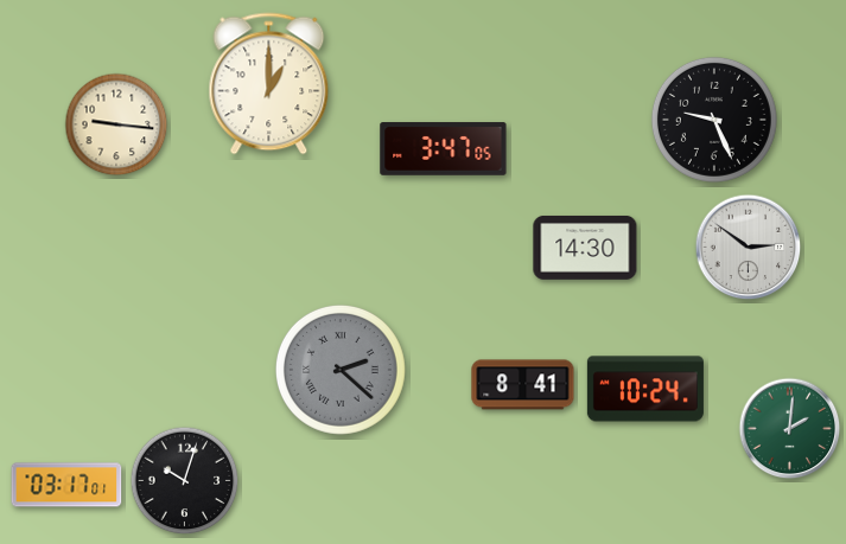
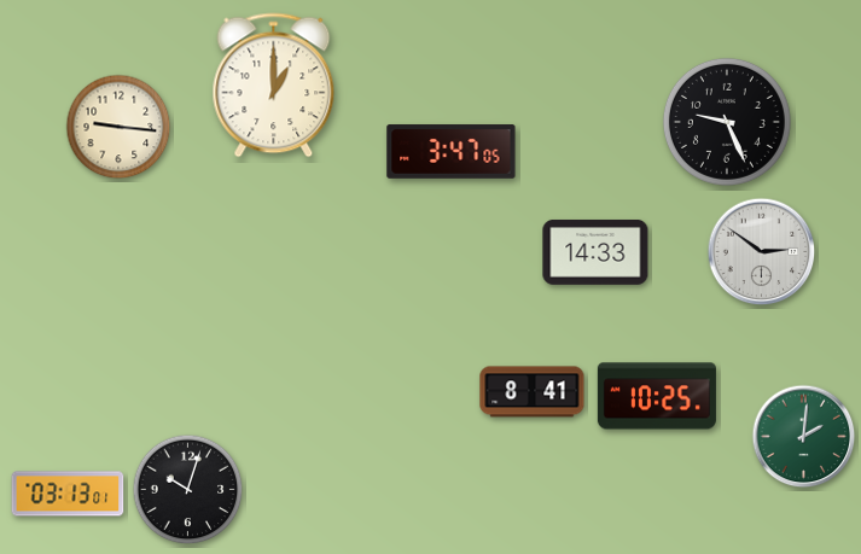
clock at (585, 248): 14:30 -> 14:33
clock at (341, 370): 2:22 -> none
clock at (645, 389): 10:24 -> 10:25
clock at (66, 485): 03:17 -> 03:13
